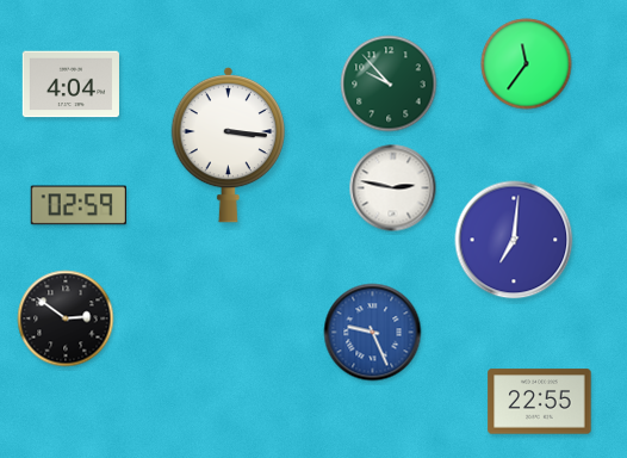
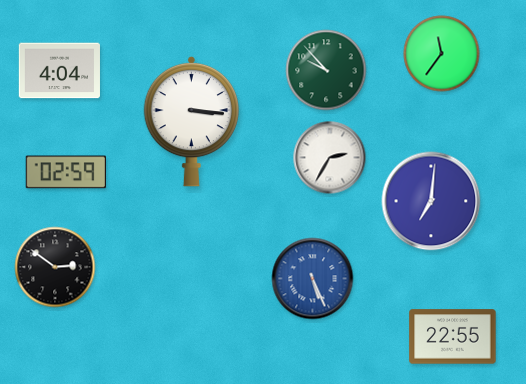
clock at (393, 188): 2:47 -> 2:35
clock at (373, 333): 9:26 -> 5:26
